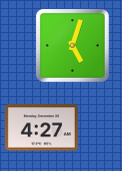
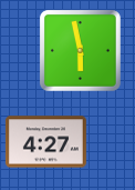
clock at (72, 45): 5:03 -> 5:58
